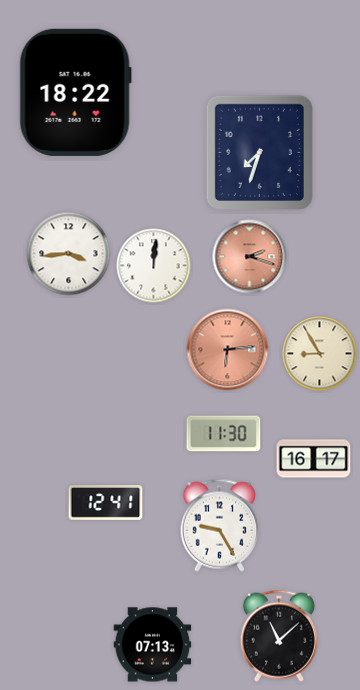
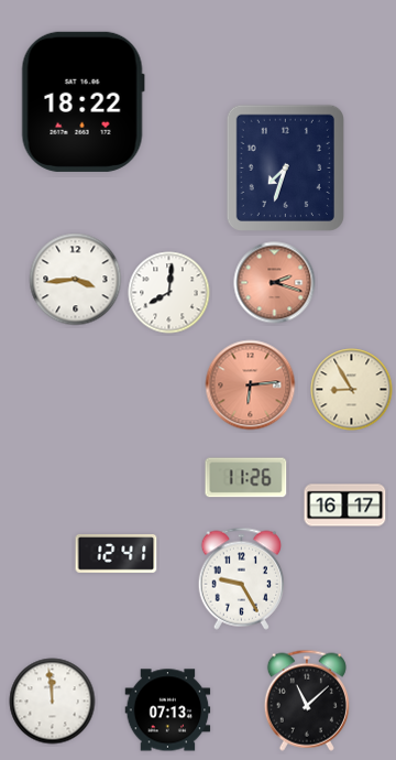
clock at (154, 266): 12:01 -> 8:01
clock at (224, 434): 11:30 -> 11:26
clock at (53, 702): none -> 11:59
